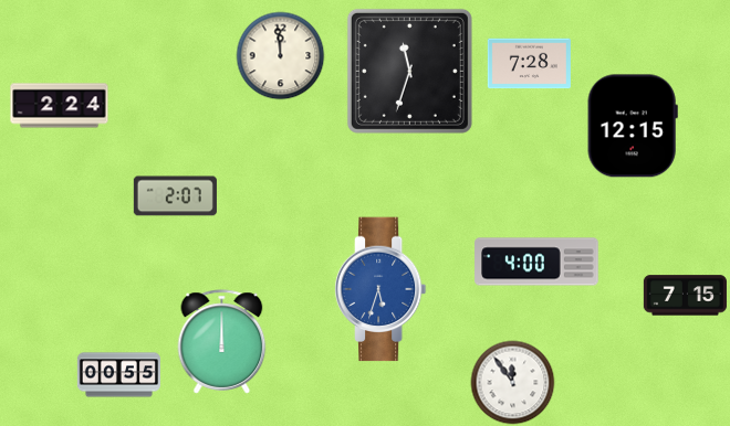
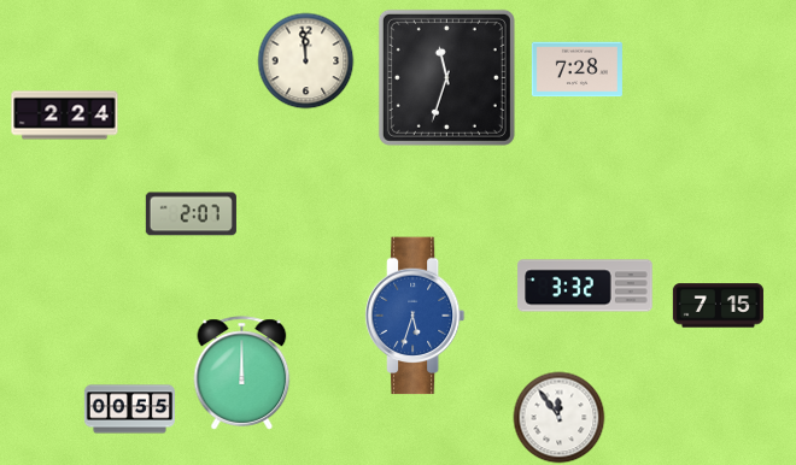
clock at (633, 126): 12:15 -> none
clock at (536, 262): 4:00 -> 3:32
clock at (685, 296) position: (685, 296) -> (718, 306)
